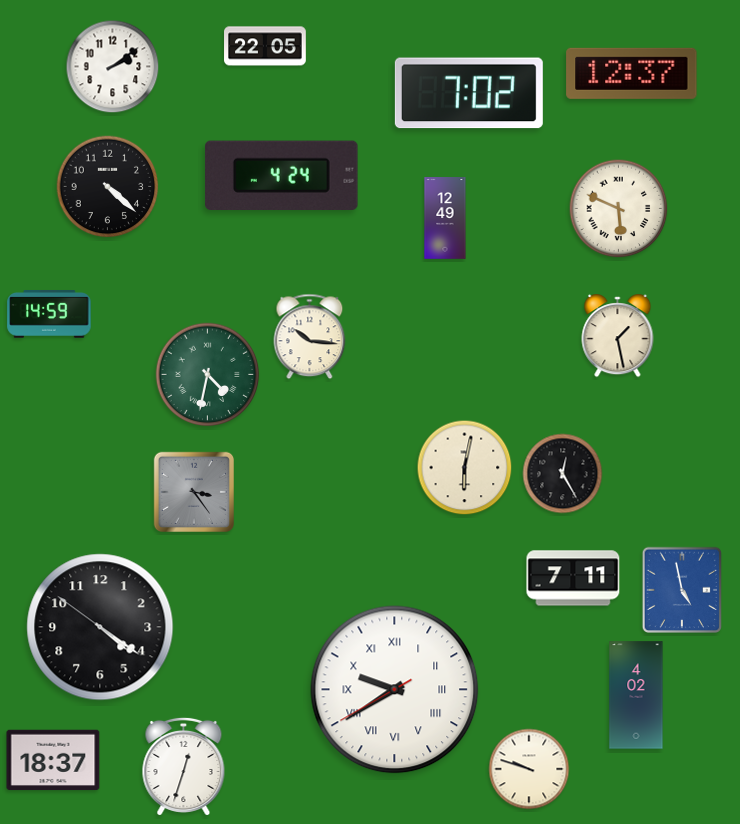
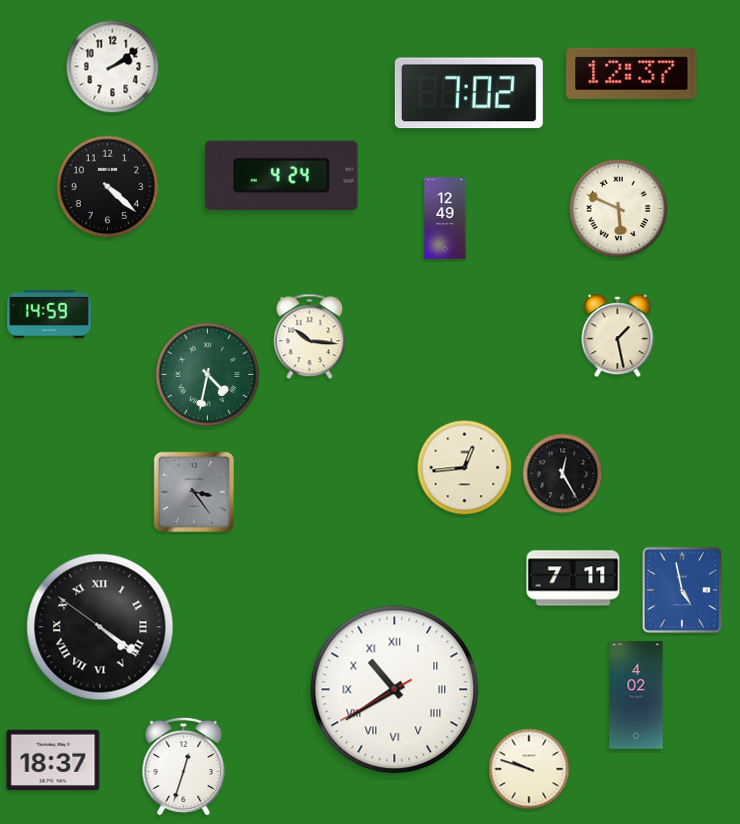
clock at (265, 46): 22:05 -> none
clock at (465, 468): 6:02 -> 12:44
clock at (100, 627) numerals: Arabic -> Roman
clock at (395, 690): 9:39 -> 10:39
